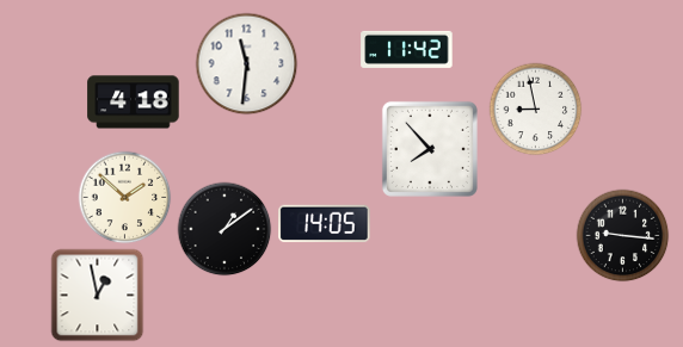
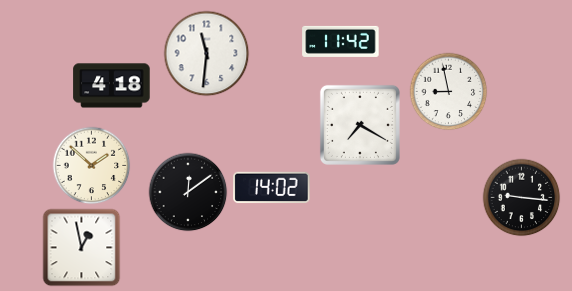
clock at (430, 149): 7:53 -> 7:20
clock at (124, 197) position: (124, 197) -> (91, 165)
clock at (325, 224): 14:05 -> 14:02
clock at (224, 229): 1:09 -> 12:09
